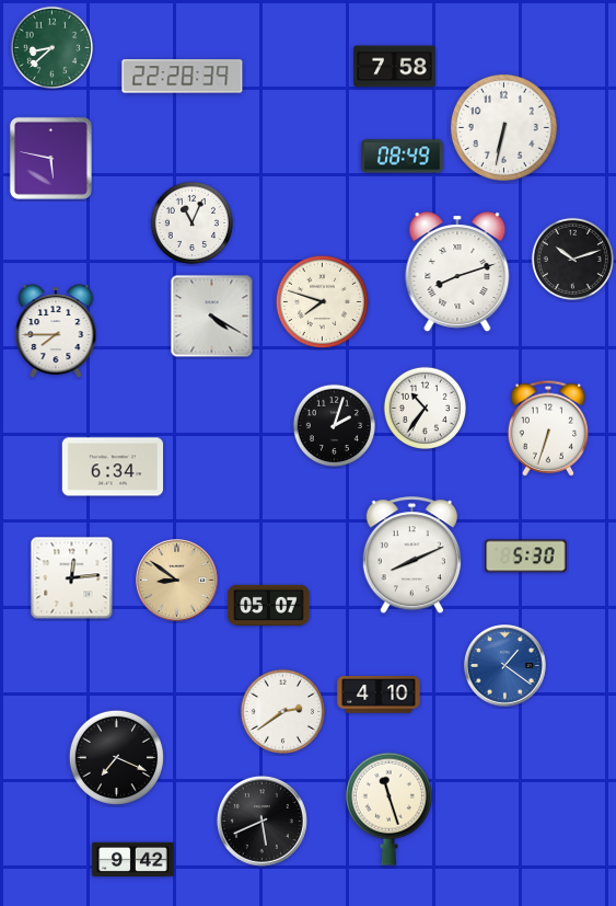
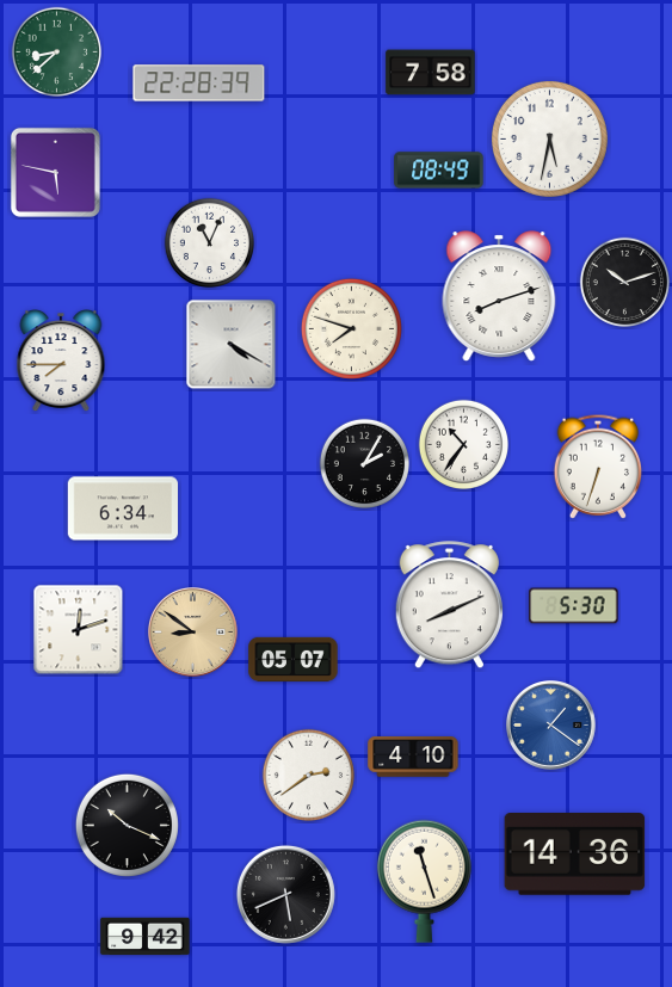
clock at (503, 127): 6:32 -> 5:32
clock at (334, 425): 2:03 -> 2:05
clock at (72, 578): 12:14 -> 12:12
clock at (116, 757): 7:19 -> 10:19
clock at (575, 855): none -> 14:36
